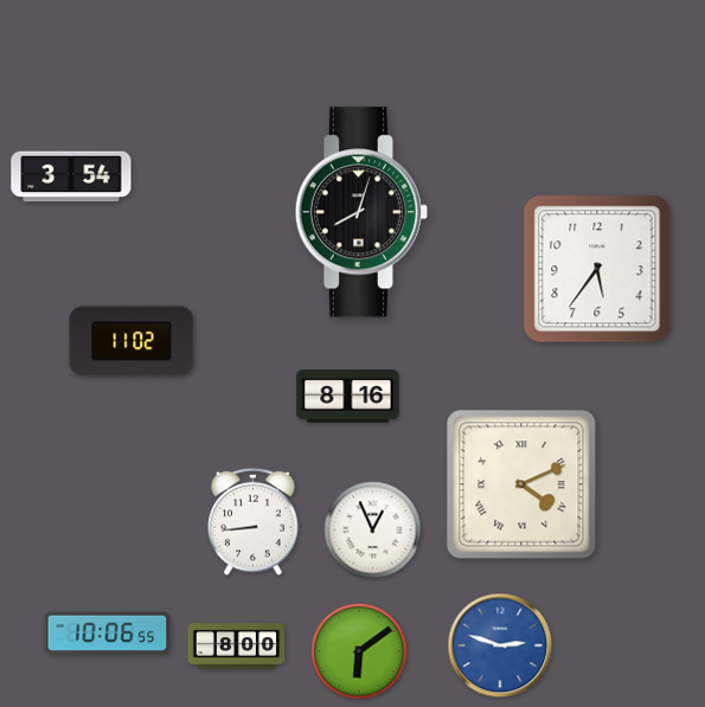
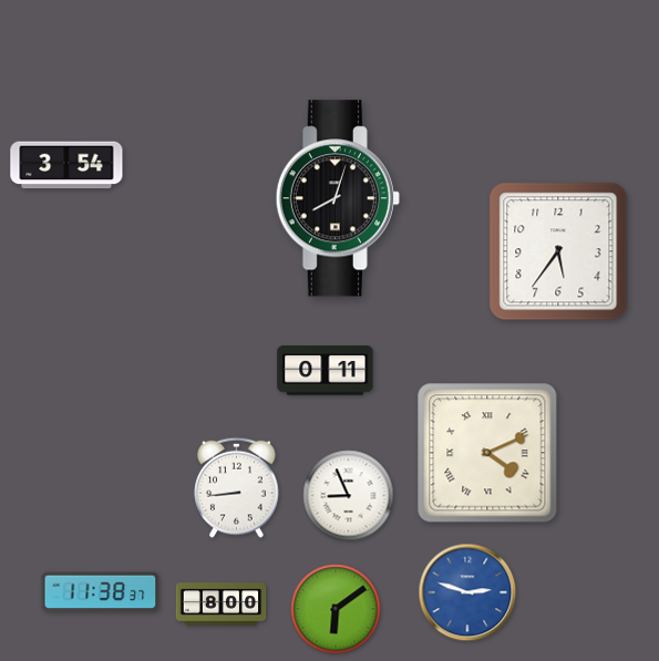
clock at (132, 341): 11:02 -> none
clock at (348, 397): 8:16 -> 0:11
clock at (373, 531): 12:56 -> 8:56
clock at (108, 634): 10:06 -> 11:38
clock at (500, 645) position: (500, 645) -> (467, 592)
